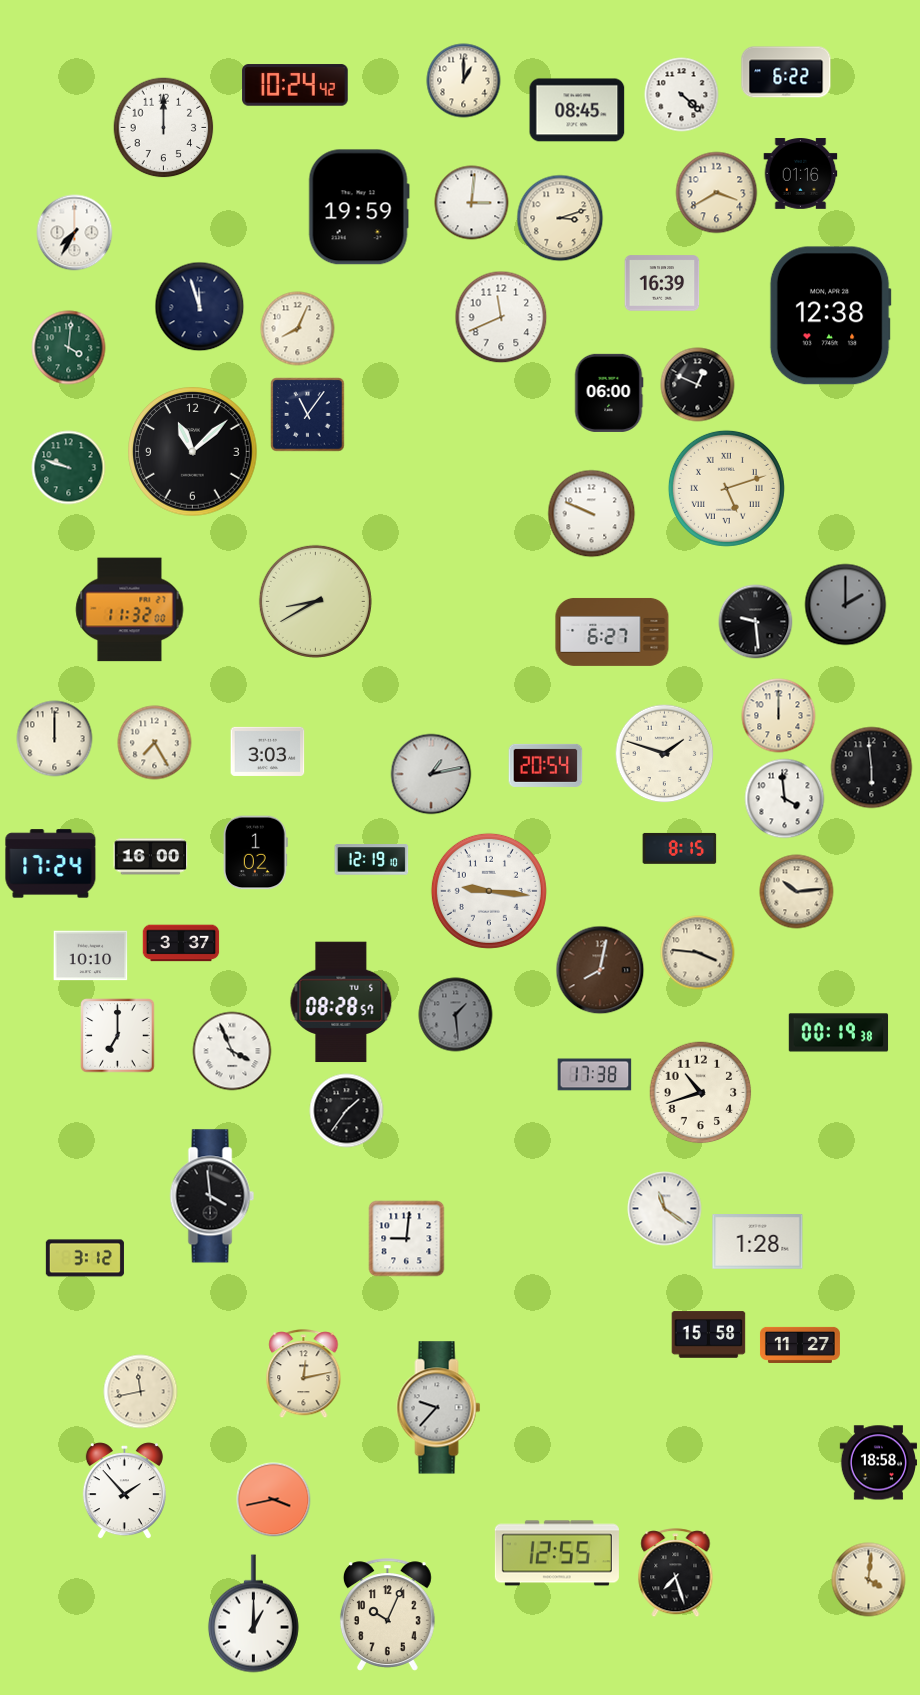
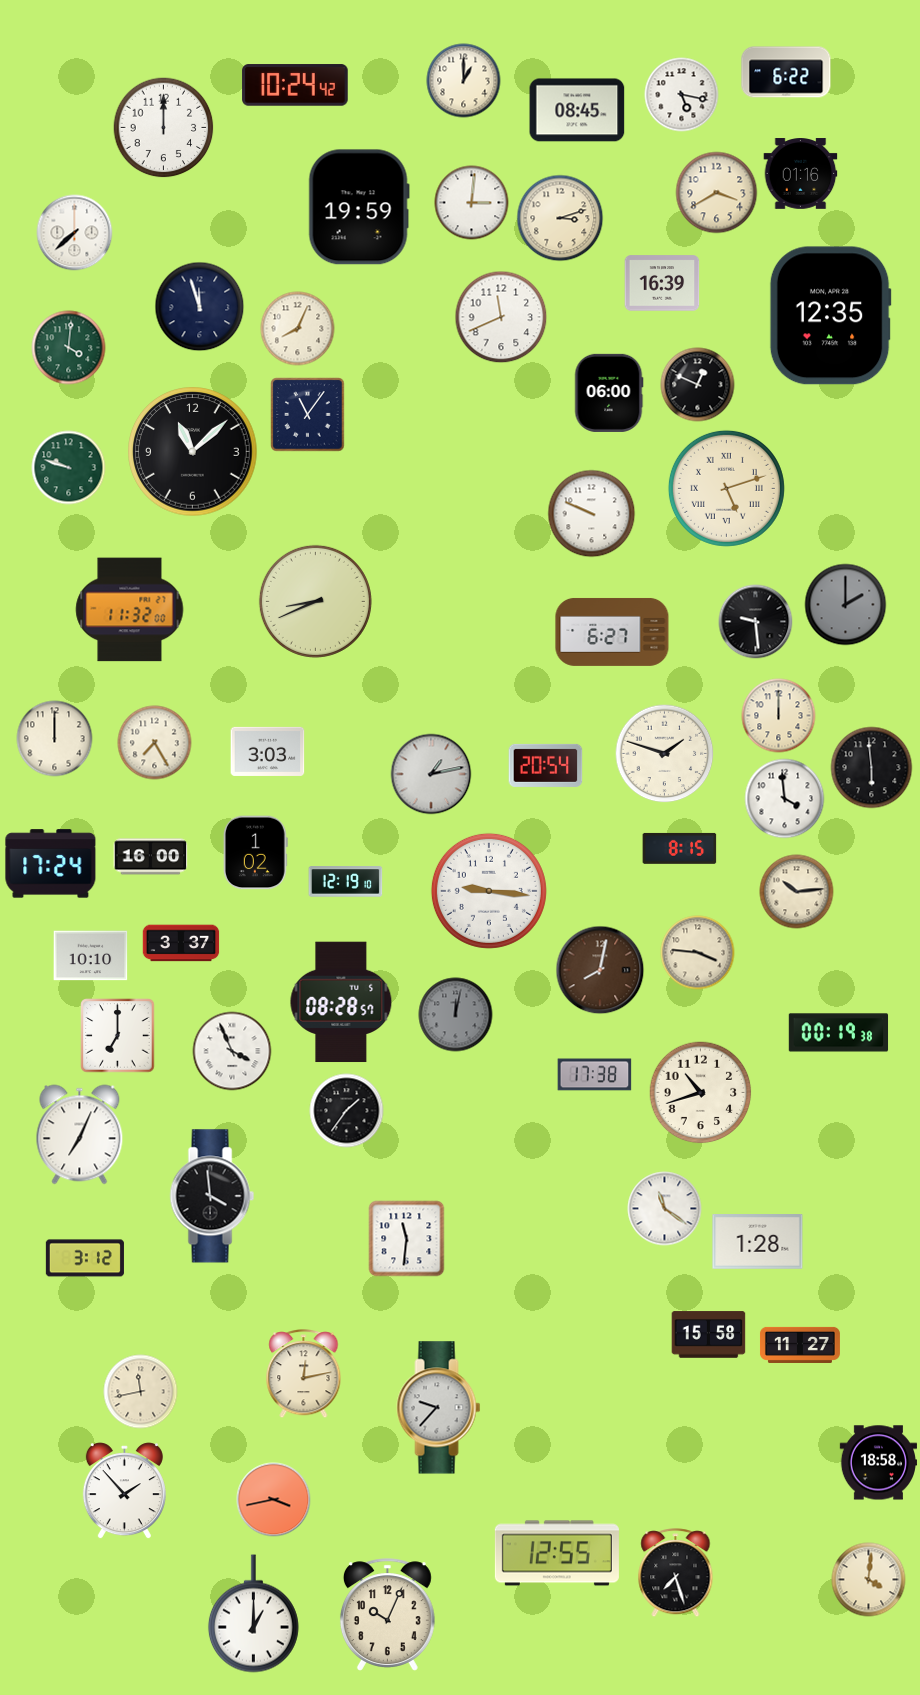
clock at (682, 95): 4:22 -> 5:17
clock at (75, 233): 7:35 -> 7:38
clock at (830, 316): 12:38 -> 12:35
clock at (315, 601): 8:40 -> 8:41
clock at (372, 860) position: (372, 860) -> (346, 882)
clock at (456, 1015): 1:29 -> 12:02
clock at (80, 1135): none -> 7:04
clock at (407, 1239): 9:01 -> 11:31
